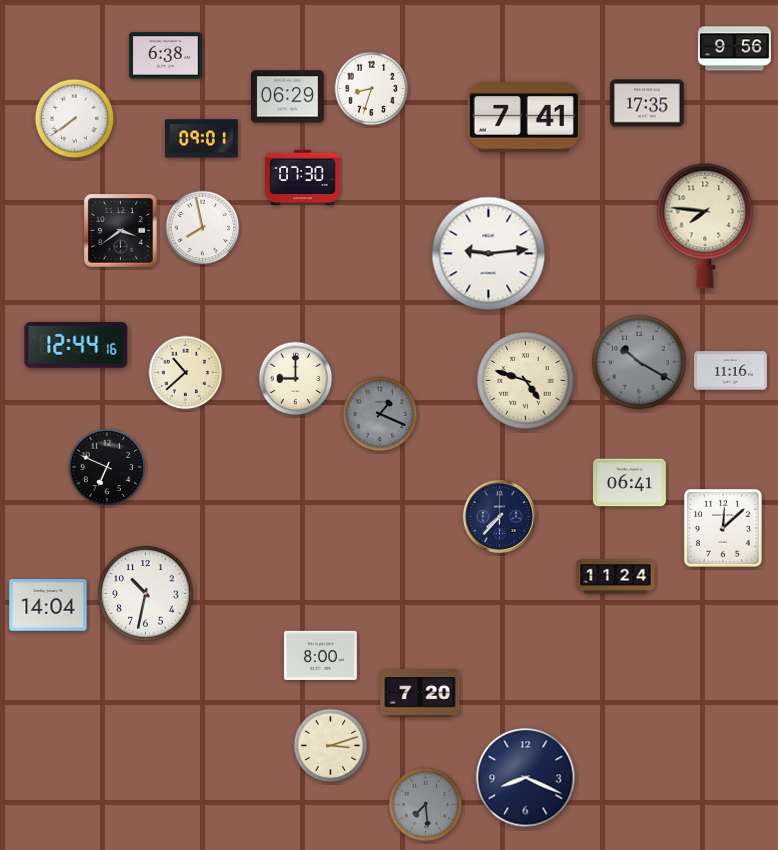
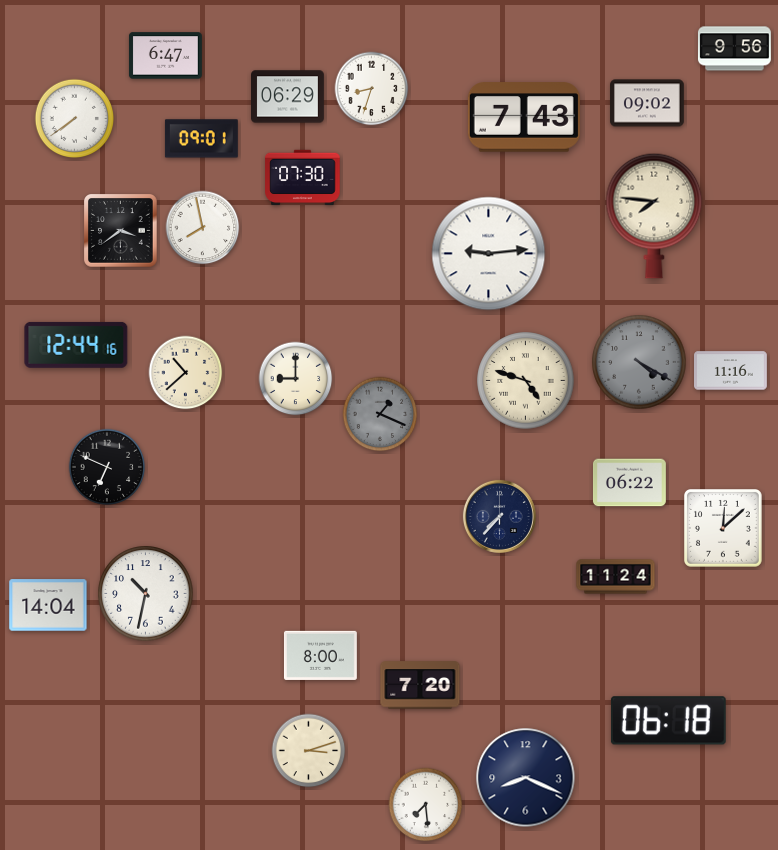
clock at (165, 56): 6:38 -> 6:47
clock at (647, 103): 17:35 -> 09:02
clock at (524, 117): 7:41 -> 7:43
clock at (705, 226) position: (705, 226) -> (654, 216)
clock at (639, 362): 10:20 -> 4:20
clock at (629, 483): 06:41 -> 06:22
clock at (420, 693) position: (420, 693) -> (420, 685)
clock at (668, 721): none -> 06:18
clock at (331, 746) position: (331, 746) -> (309, 751)
clock at (426, 805) dial: grey -> white
